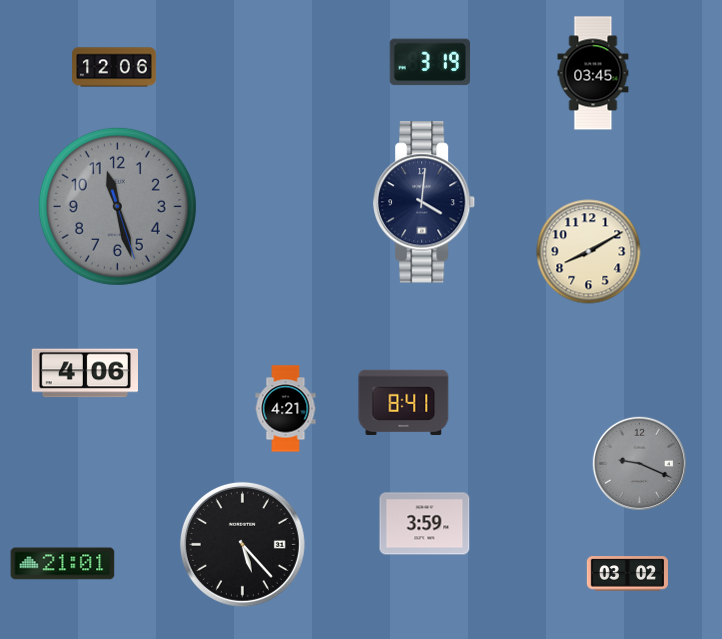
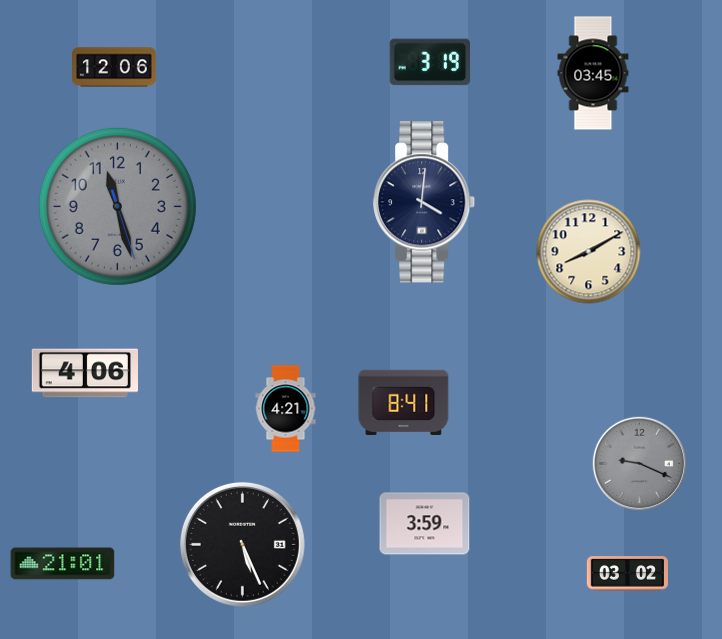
clock at (242, 544): 5:23 -> 5:26
